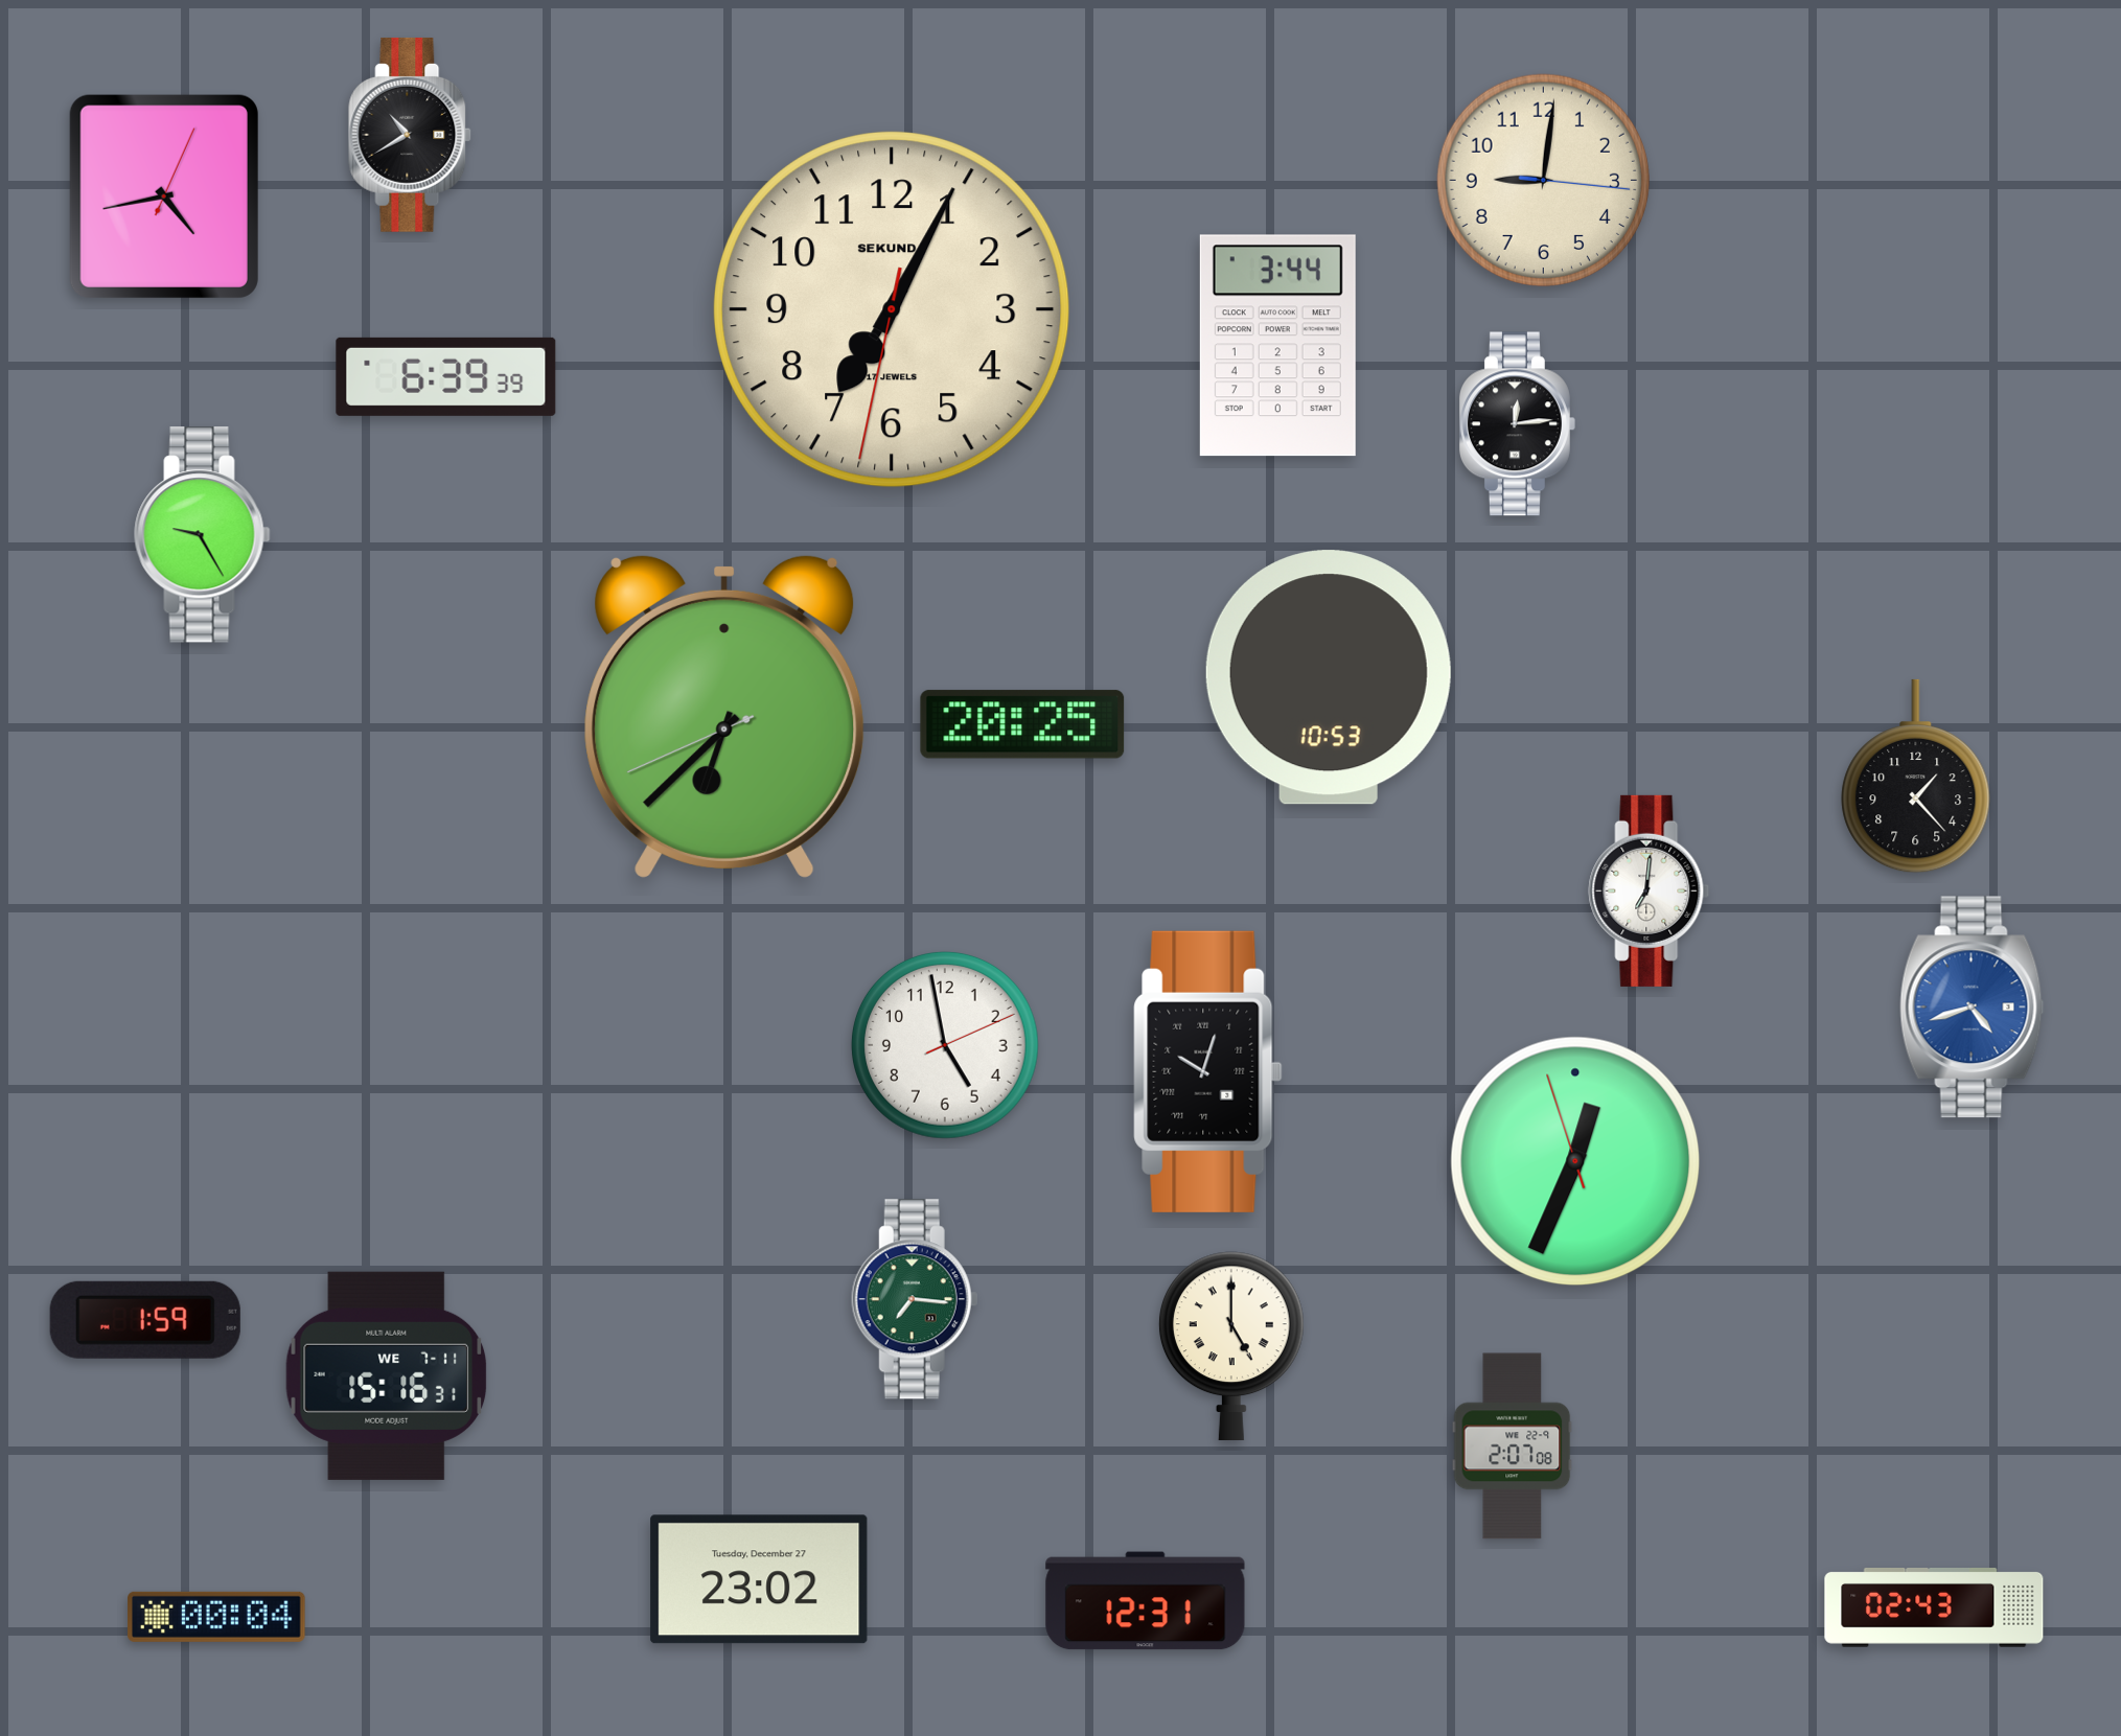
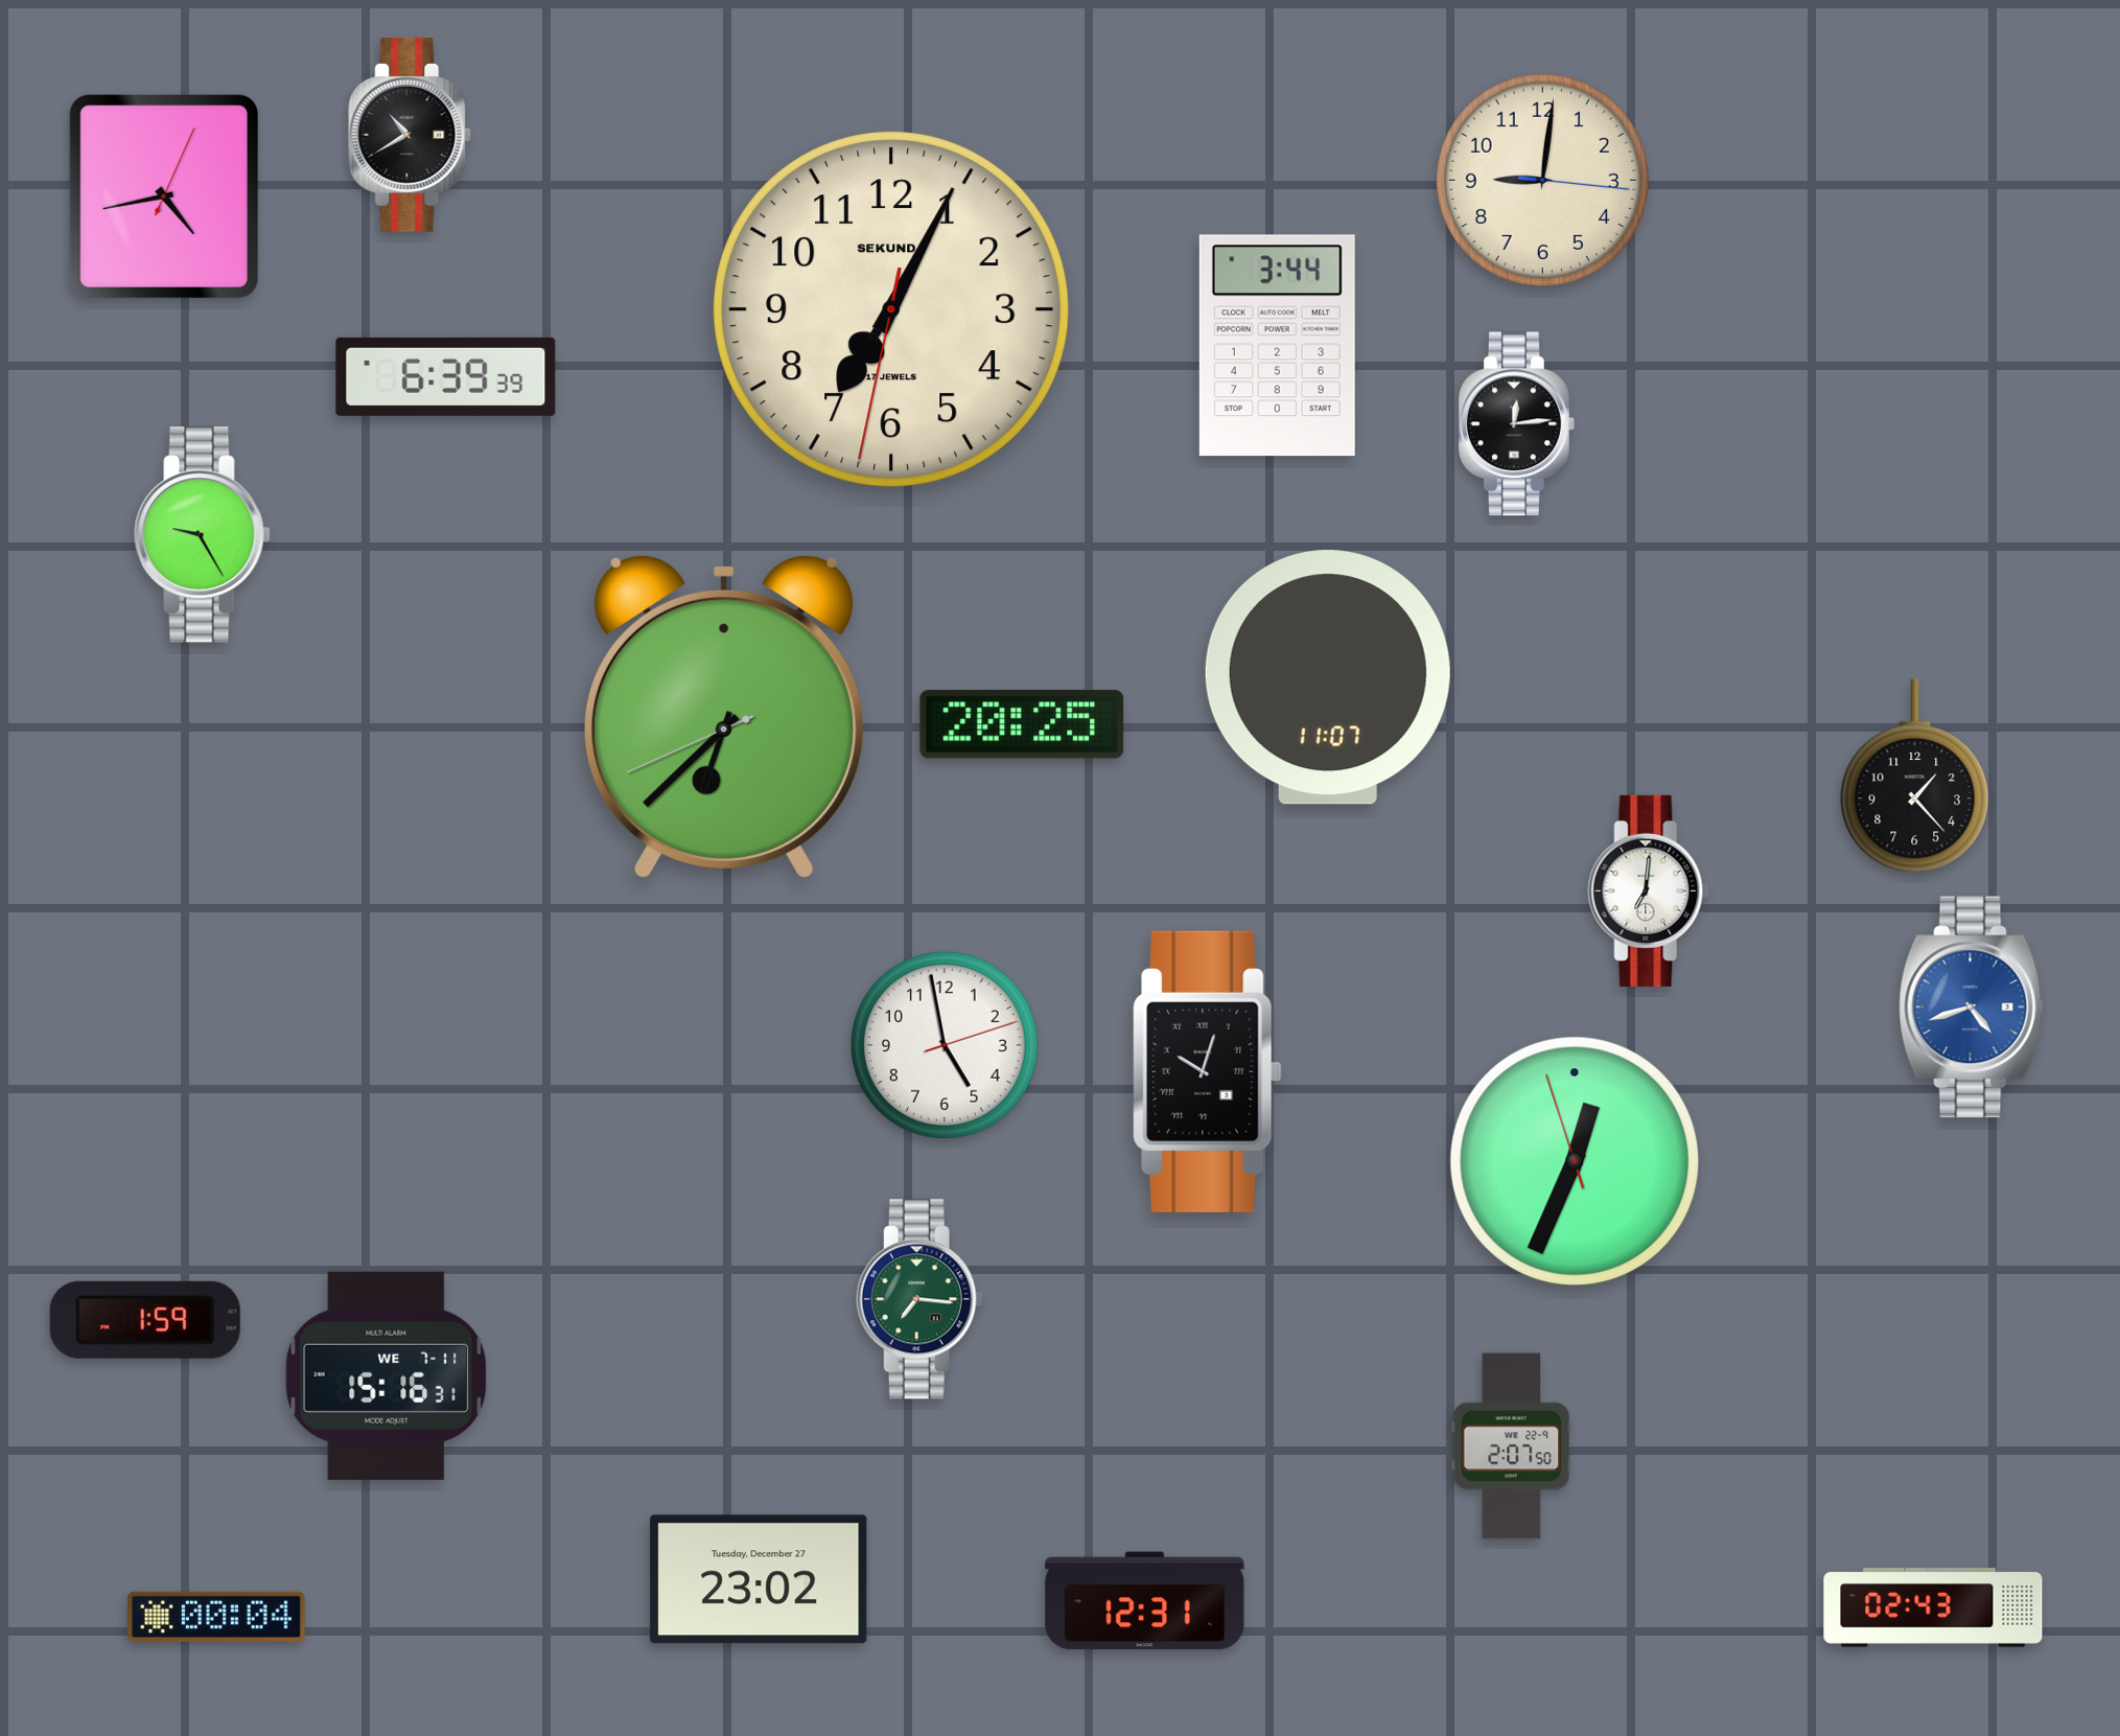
clock at (1329, 677): 10:53 -> 11:07
clock at (945, 1045): 4:58:11 -> 4:58:12
clock at (915, 1299) position: (915, 1299) -> (919, 1299)
clock at (1231, 1346): 5:00 -> none
clock at (1513, 1446): 2:07:08 -> 2:07:50
